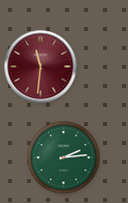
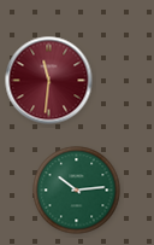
clock at (64, 158): 2:14 -> 10:14
